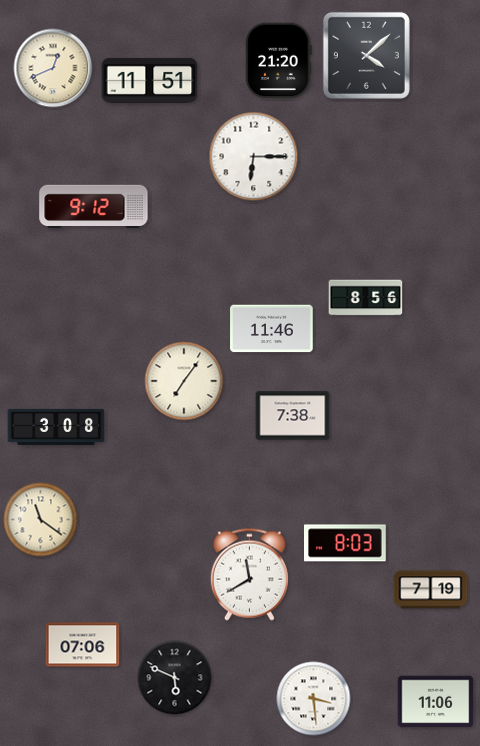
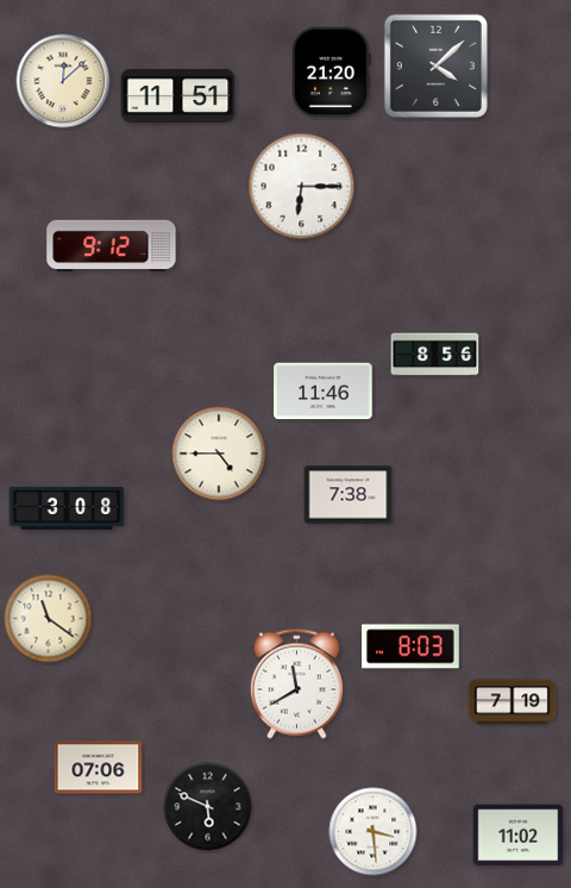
clock at (53, 68): 12:41 -> 12:08
clock at (184, 381): 7:06 -> 4:45
clock at (436, 702): 11:06 -> 11:02
